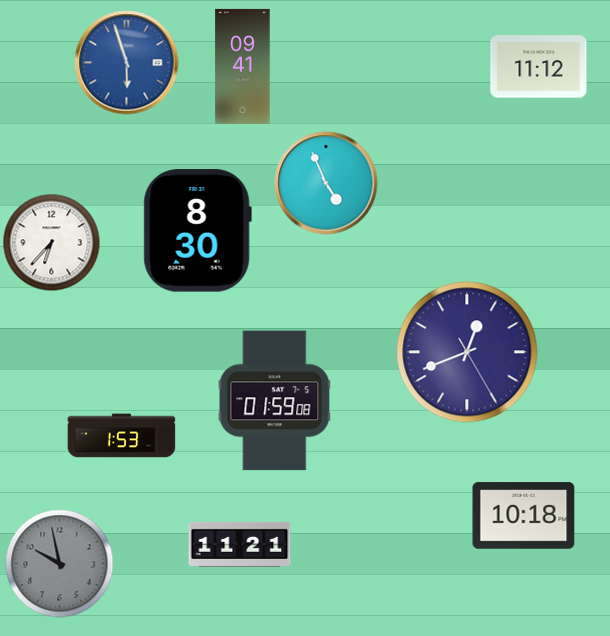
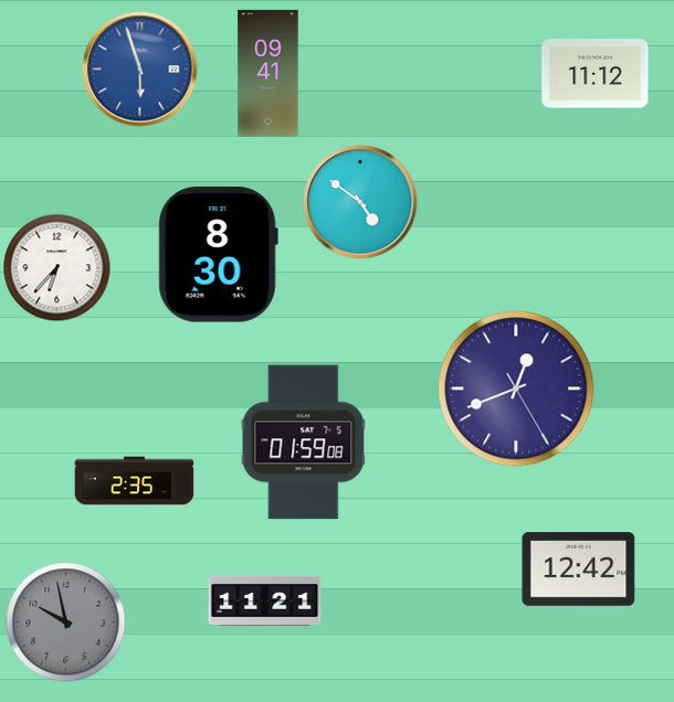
clock at (326, 183): 4:56 -> 4:51
clock at (122, 436): 1:53 -> 2:35
clock at (524, 516): 10:18 -> 12:42
